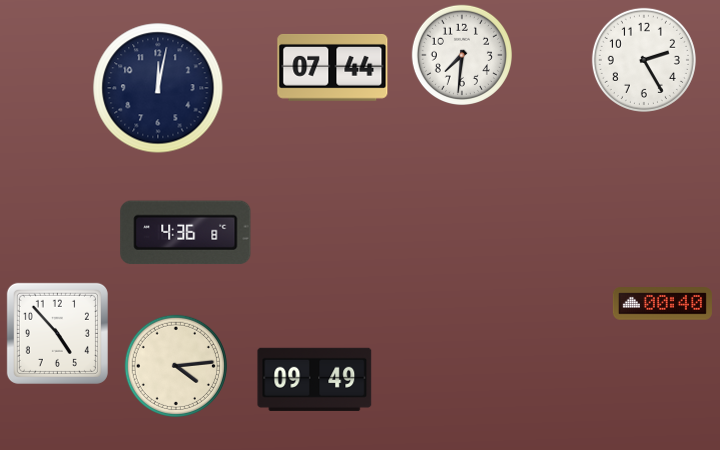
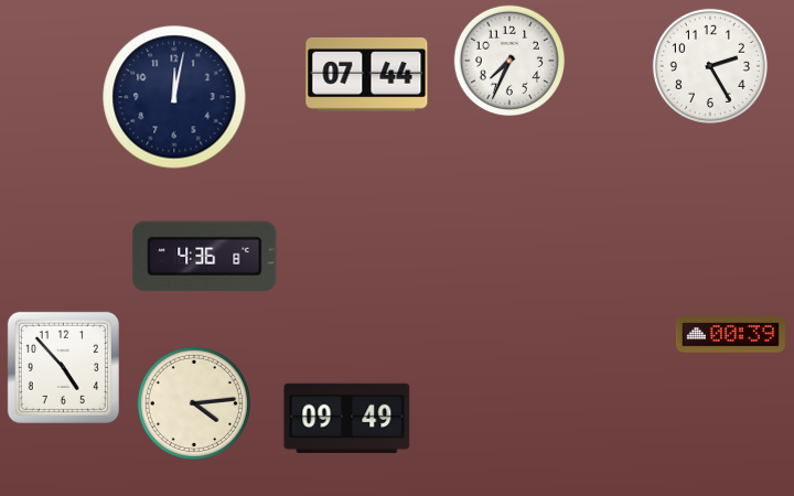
clock at (461, 54): 7:31 -> 7:34
clock at (662, 304): 00:40 -> 00:39
